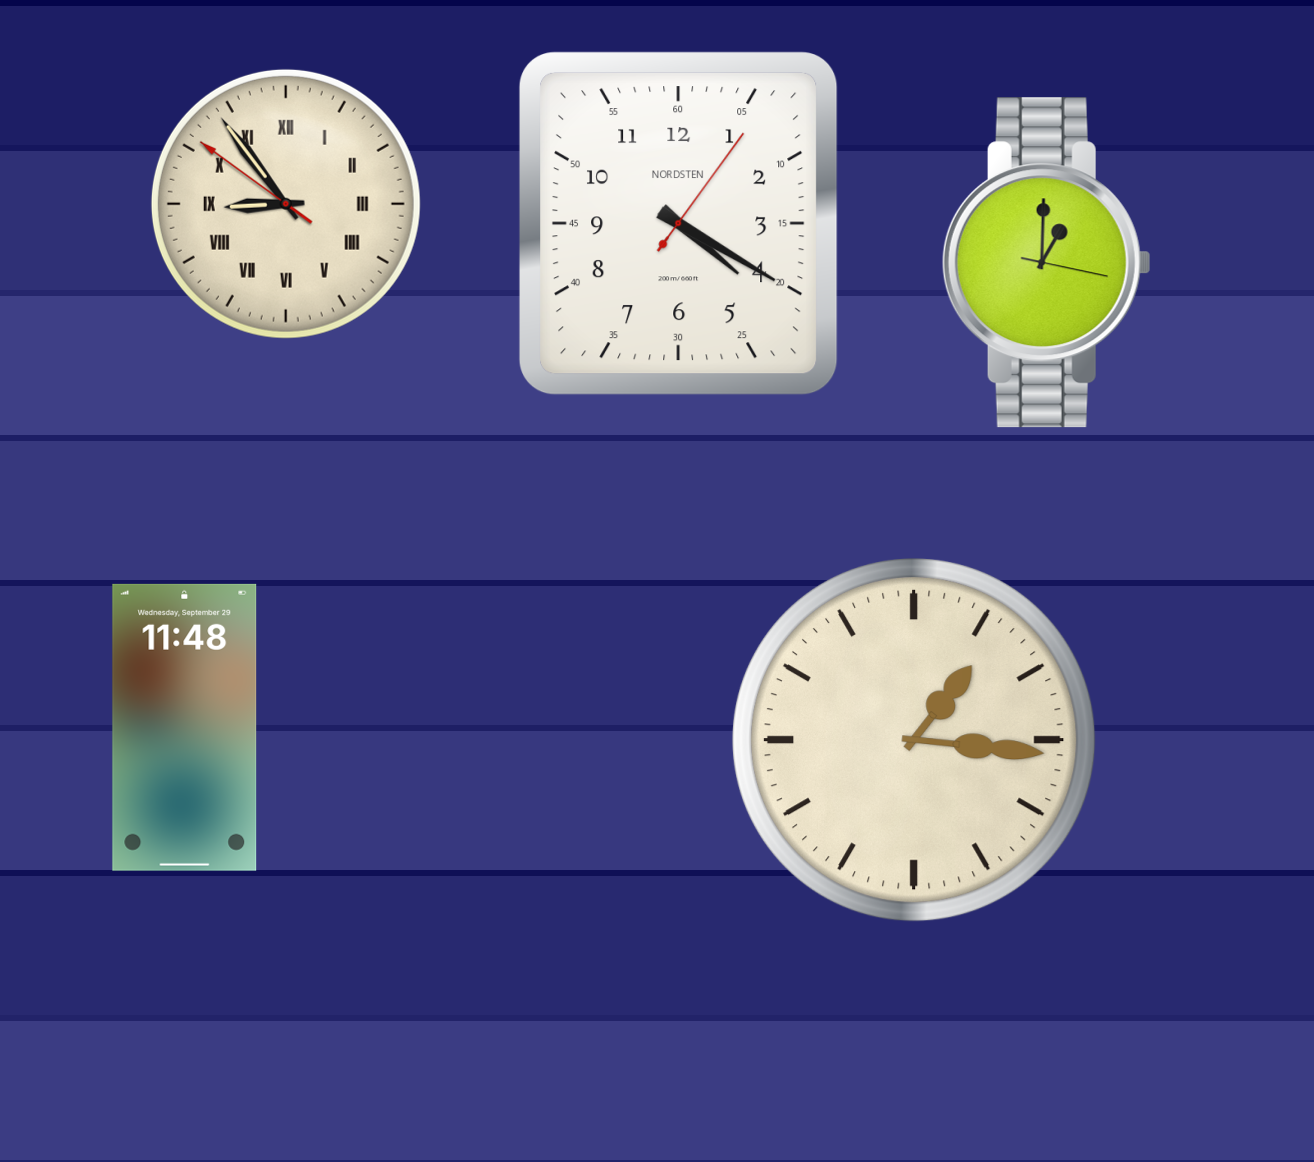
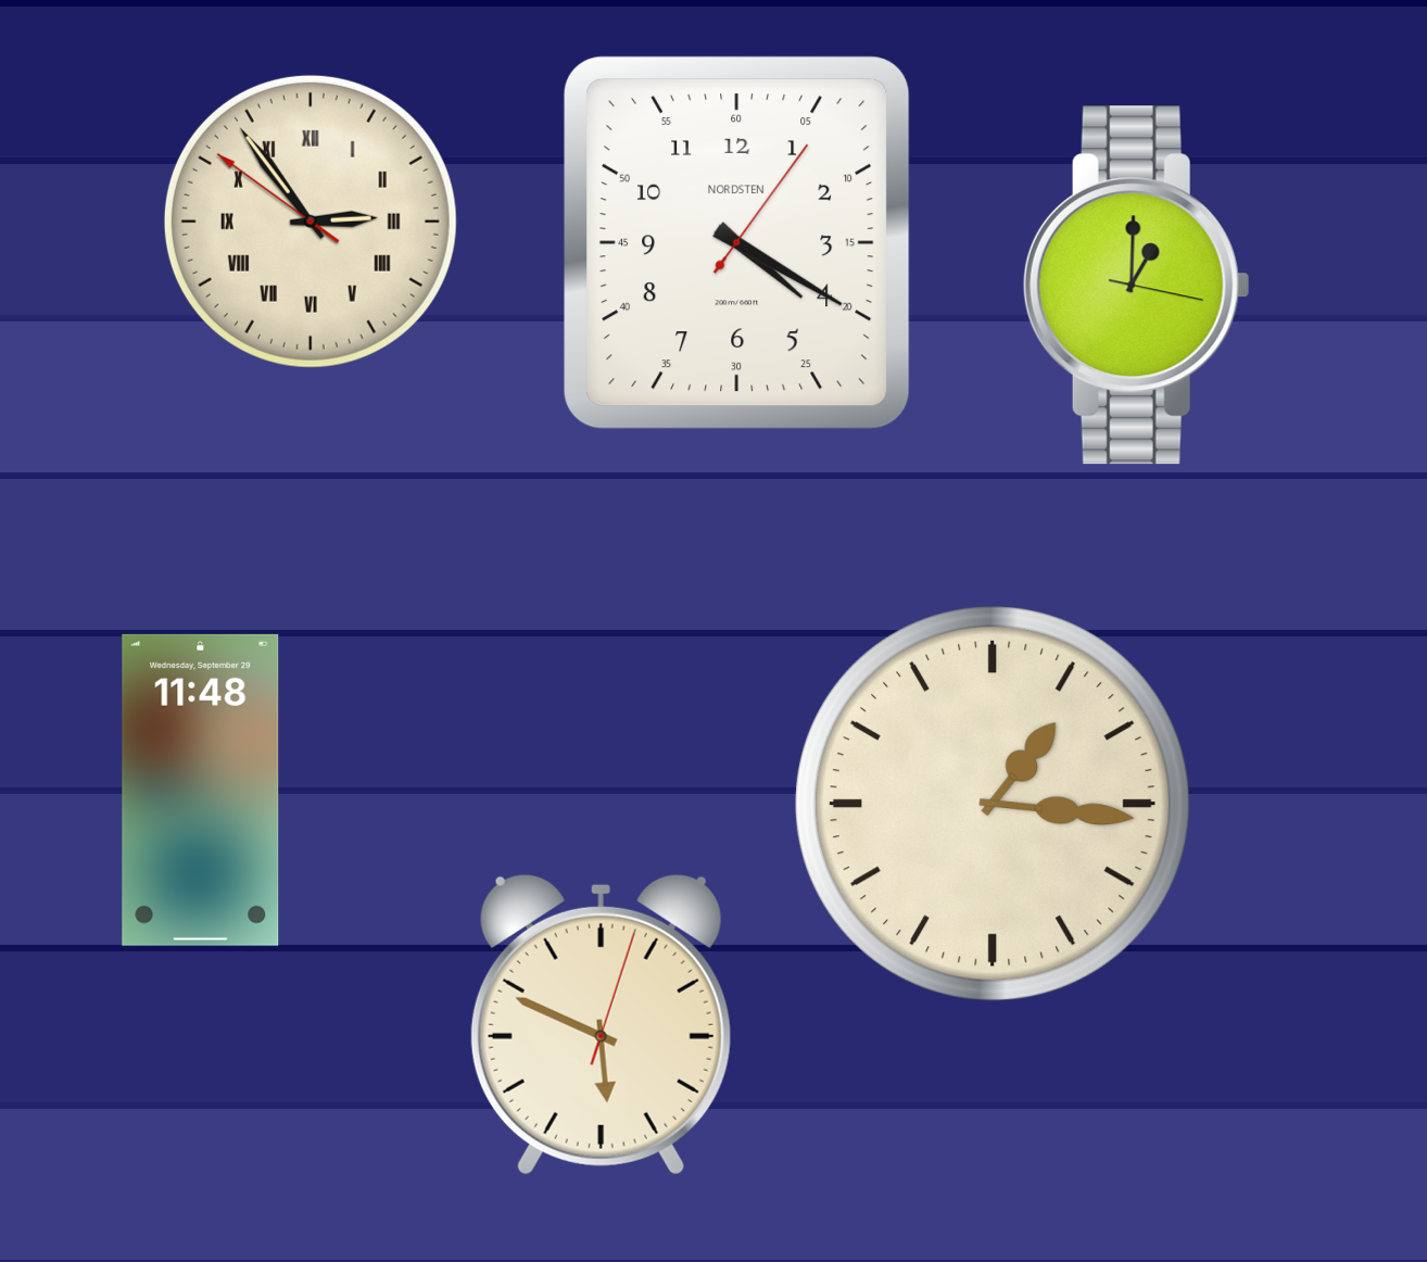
clock at (286, 204): 8:53 -> 2:53
clock at (601, 1024): none -> 5:49
